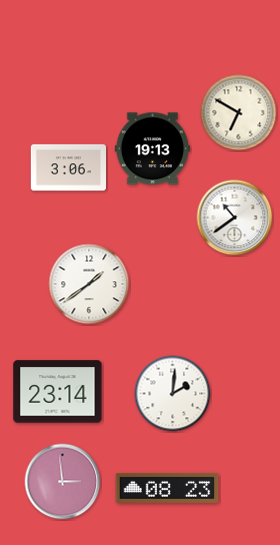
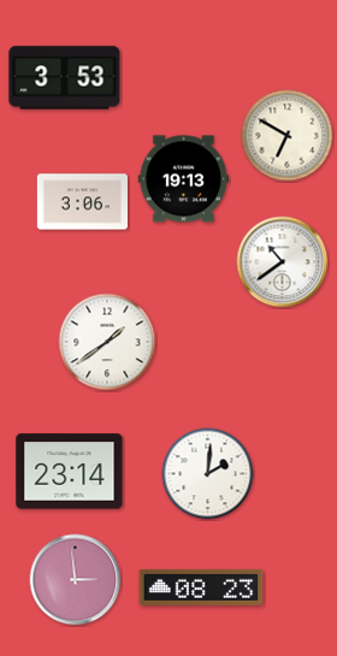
clock at (65, 78): none -> 3:53
